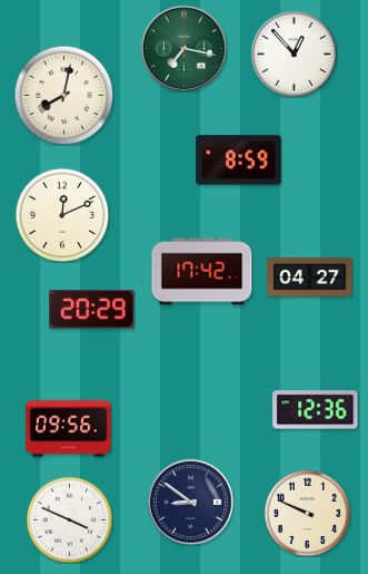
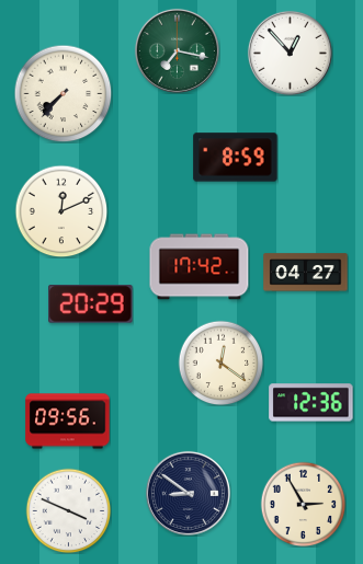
clock at (183, 48) position: (183, 48) -> (177, 50)
clock at (63, 95): 8:02 -> 7:37
clock at (220, 362): none -> 12:21
clock at (307, 513): 9:49 -> 2:55
